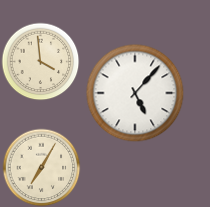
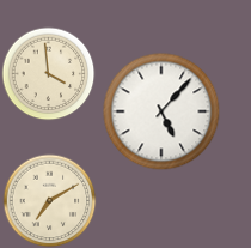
clock at (41, 167): 7:05 -> 7:10
